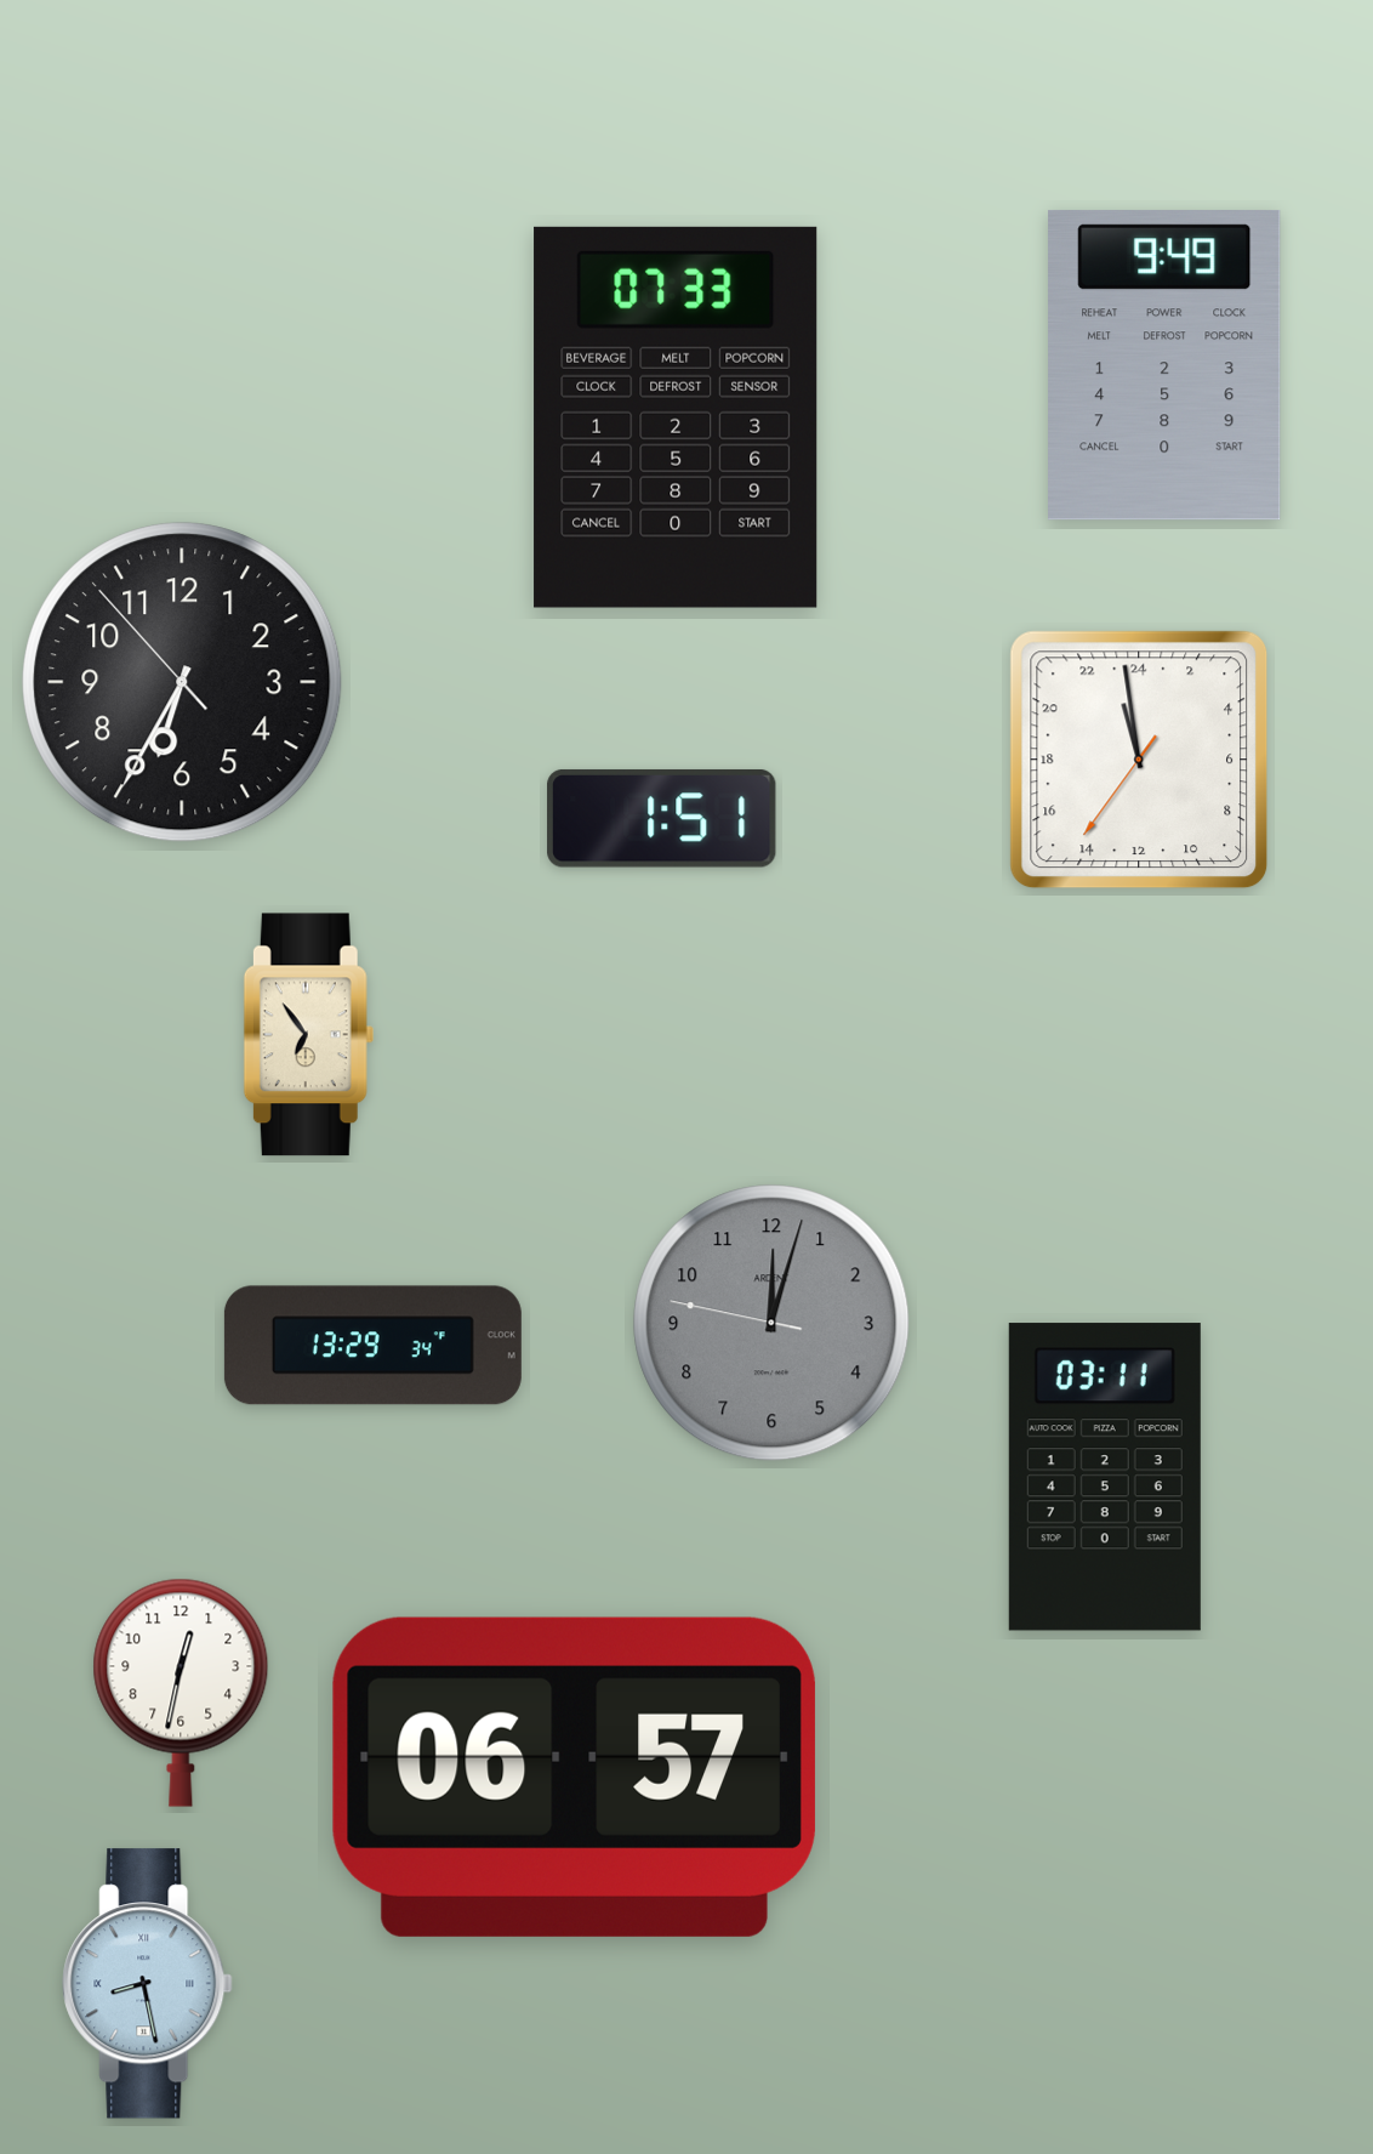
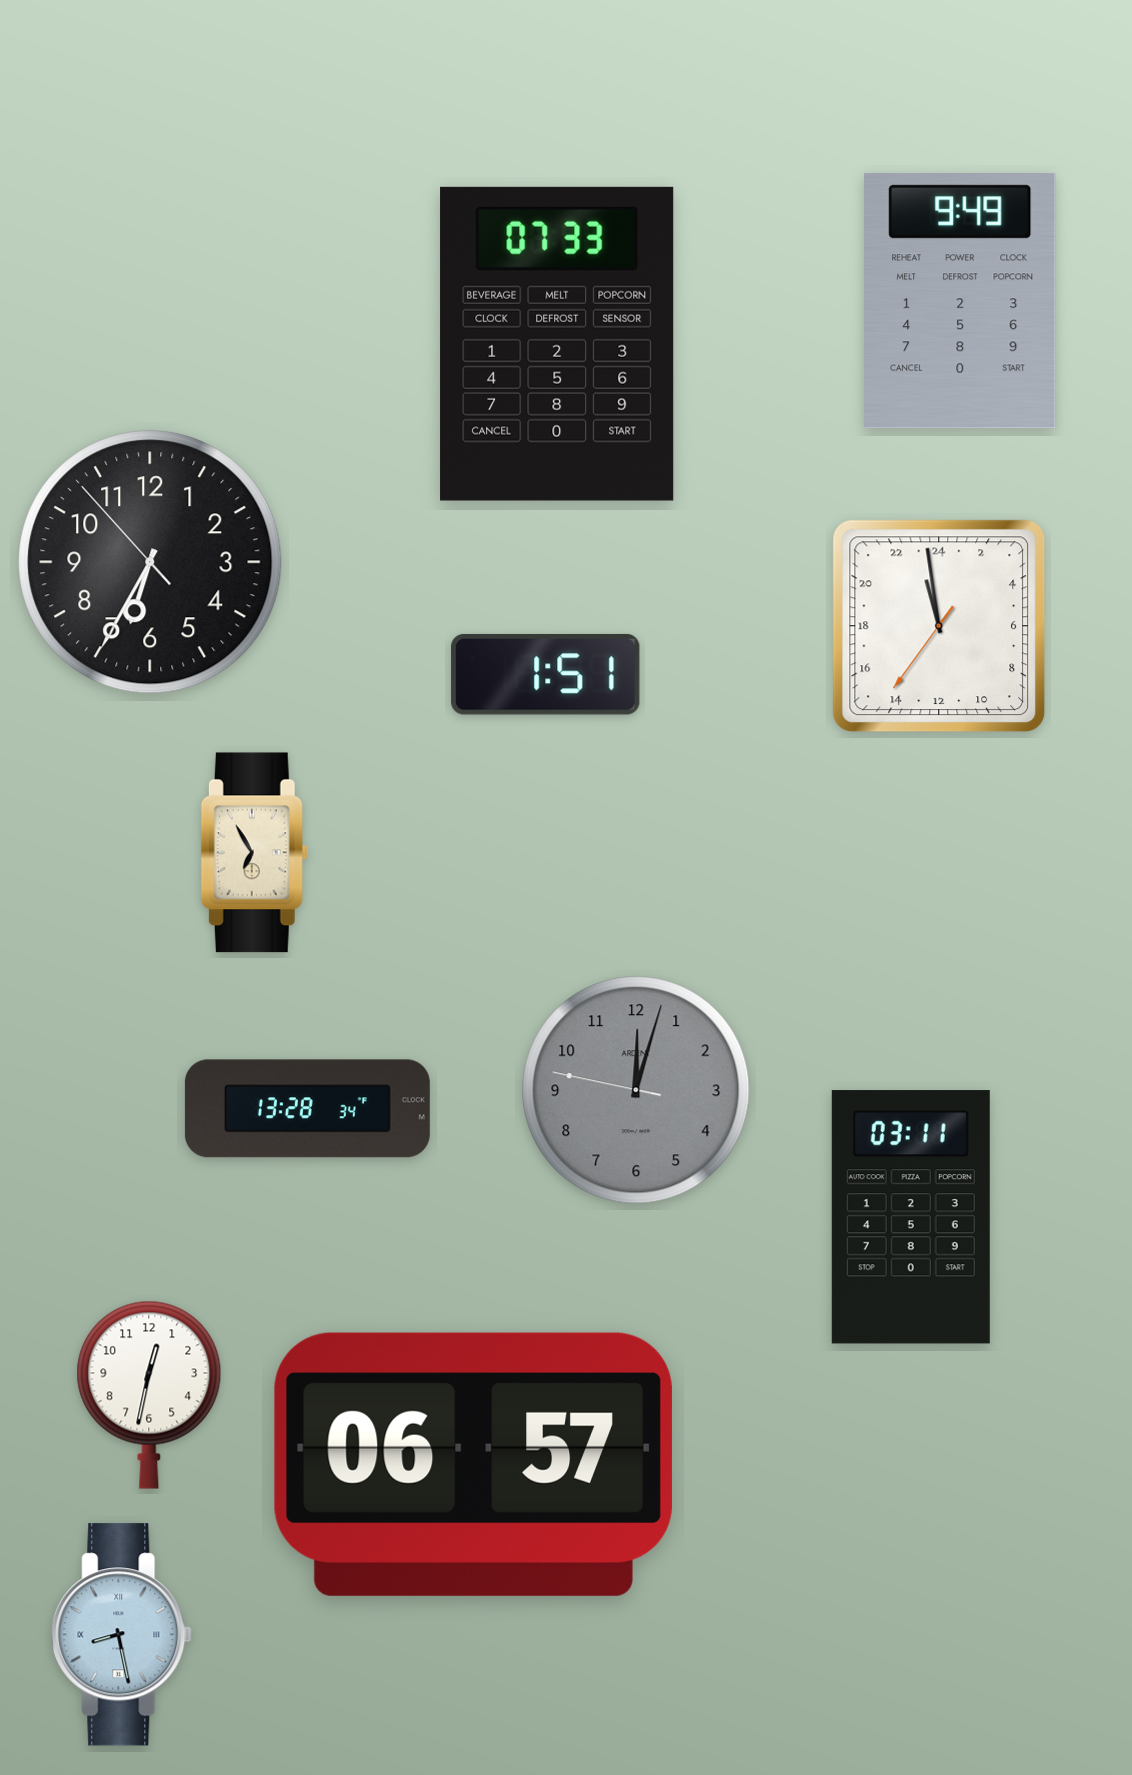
clock at (308, 1035): 6:54 -> 6:55
clock at (372, 1346): 13:29 -> 13:28
